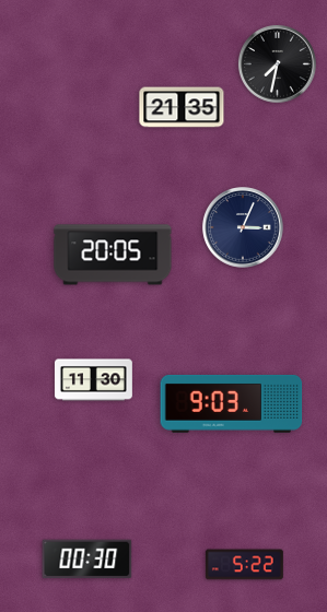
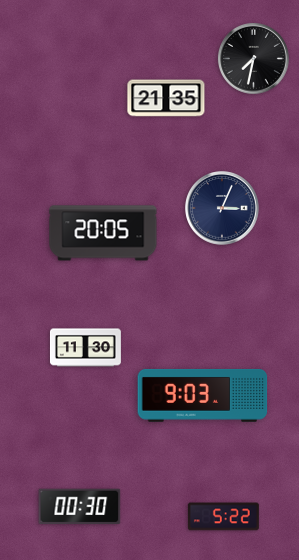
clock at (232, 403) position: (232, 403) -> (203, 395)
clock at (87, 560) position: (87, 560) -> (80, 507)
